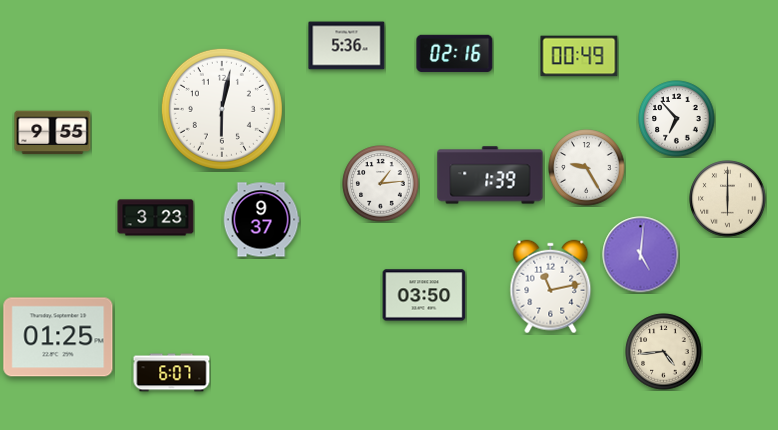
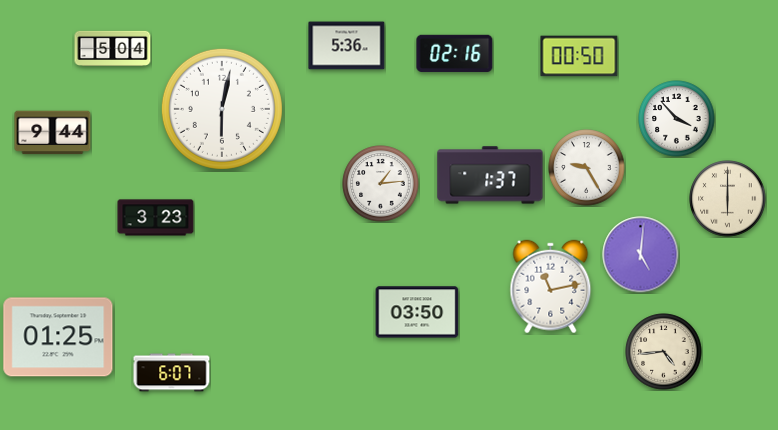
clock at (113, 48): none -> 5:04
clock at (579, 56): 00:49 -> 00:50
clock at (677, 119): 6:53 -> 3:53
clock at (53, 133): 9:55 -> 9:44
clock at (490, 175): 1:39 -> 1:37
clock at (261, 220): 9:37 -> none
clock at (424, 295) position: (424, 295) -> (417, 312)
